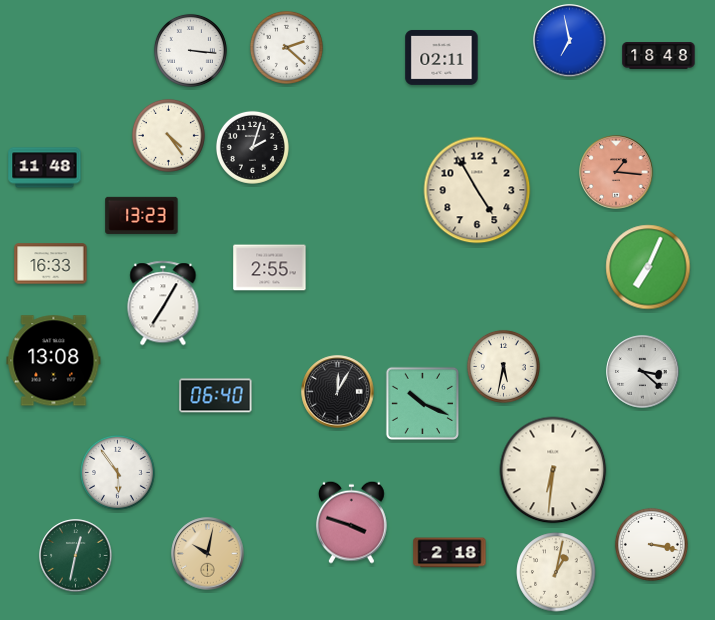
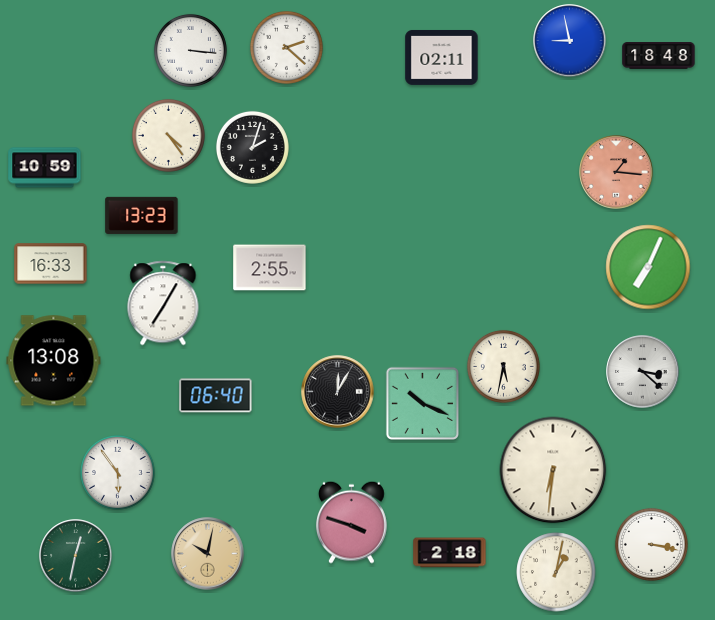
clock at (570, 41): 6:58 -> 8:58
clock at (45, 168): 11:48 -> 10:59
clock at (477, 190): 4:55 -> none
